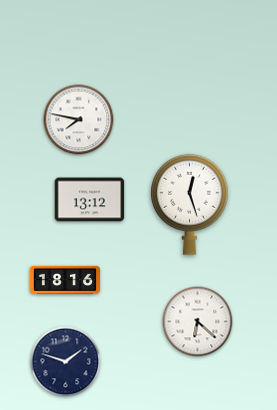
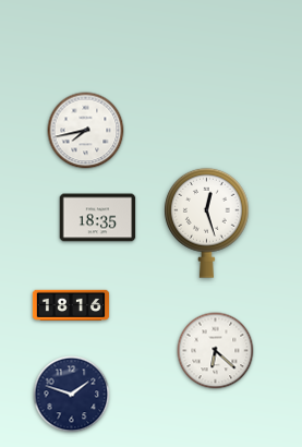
clock at (79, 120): 7:47 -> 7:43
clock at (90, 200): 13:12 -> 18:35
